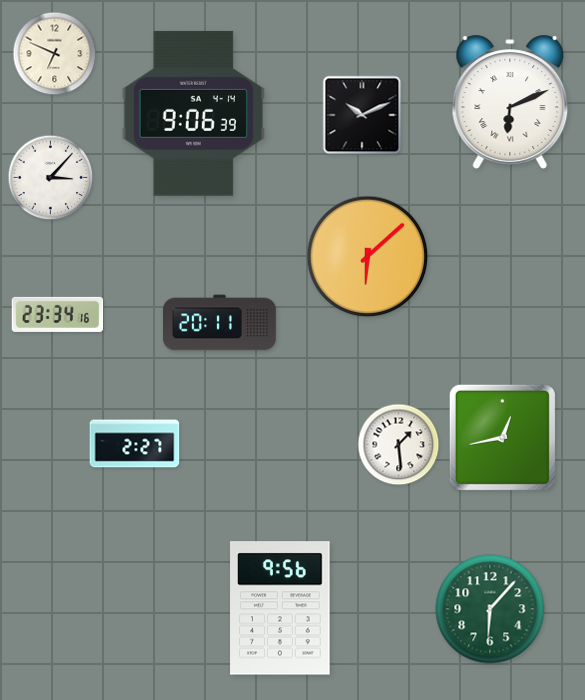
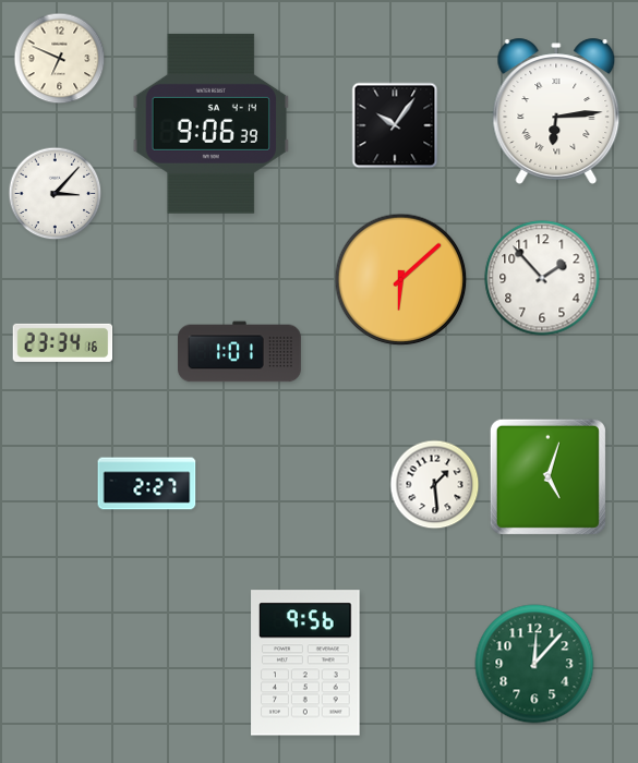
clock at (510, 102): 6:11 -> 6:14
clock at (362, 115): 10:11 -> 10:06
clock at (542, 278): none -> 1:53
clock at (220, 323): 20:11 -> 1:01
clock at (502, 437): 12:43 -> 5:03
clock at (490, 609): 6:07 -> 12:07
